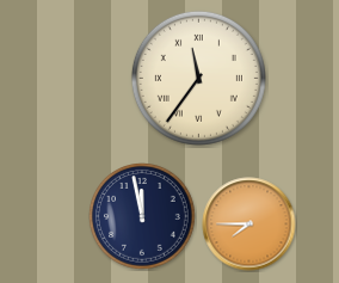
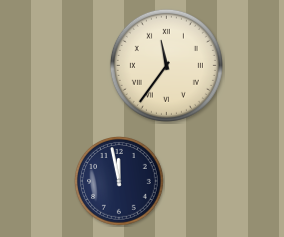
clock at (249, 224): 7:45 -> none
